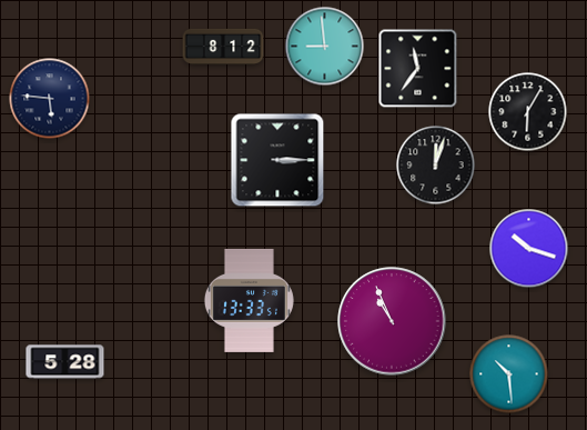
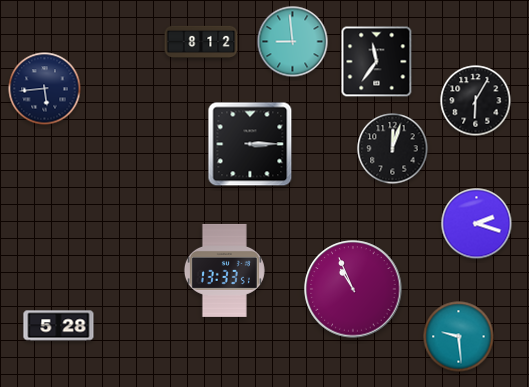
clock at (50, 99): 5:46 -> 5:44
clock at (529, 249): 10:18 -> 2:18
clock at (509, 374): 10:29 -> 9:29
